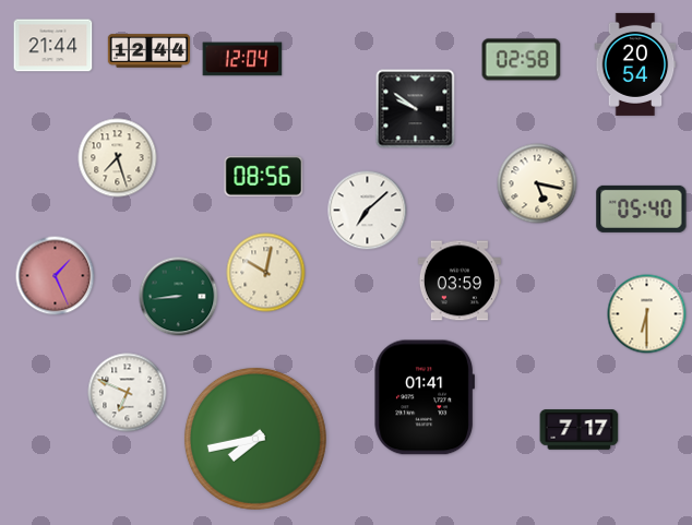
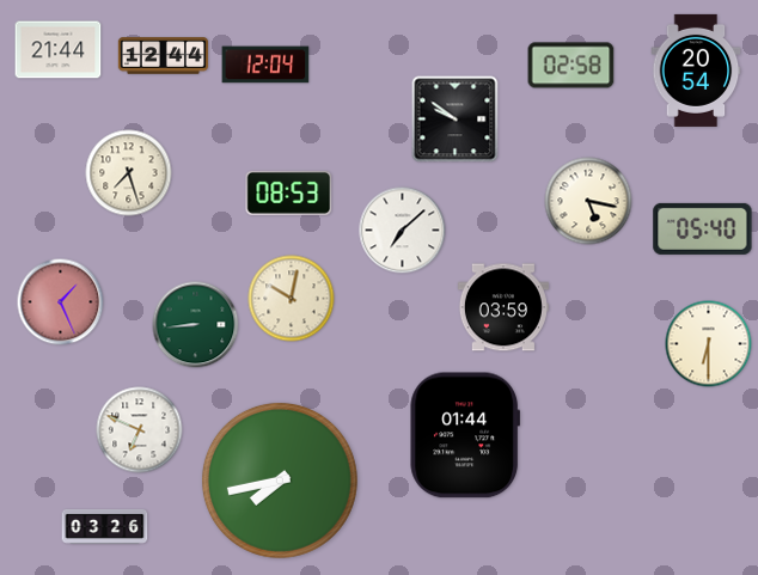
clock at (264, 176): 08:56 -> 08:53
clock at (423, 397): 01:41 -> 01:44
clock at (580, 430): 7:17 -> none
clock at (105, 526): none -> 03:26
